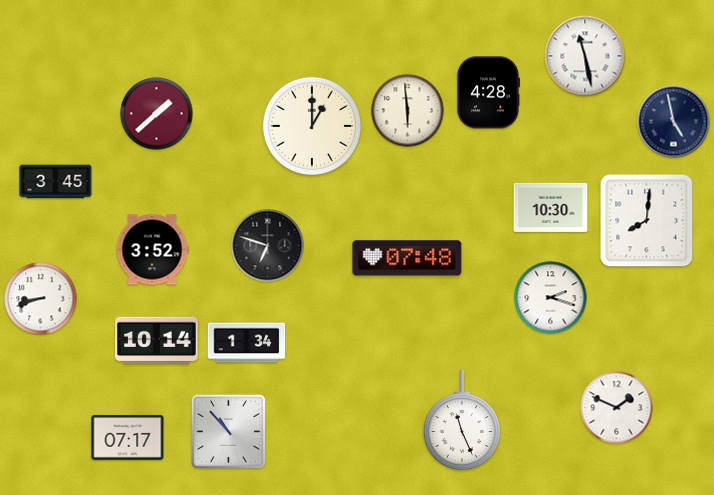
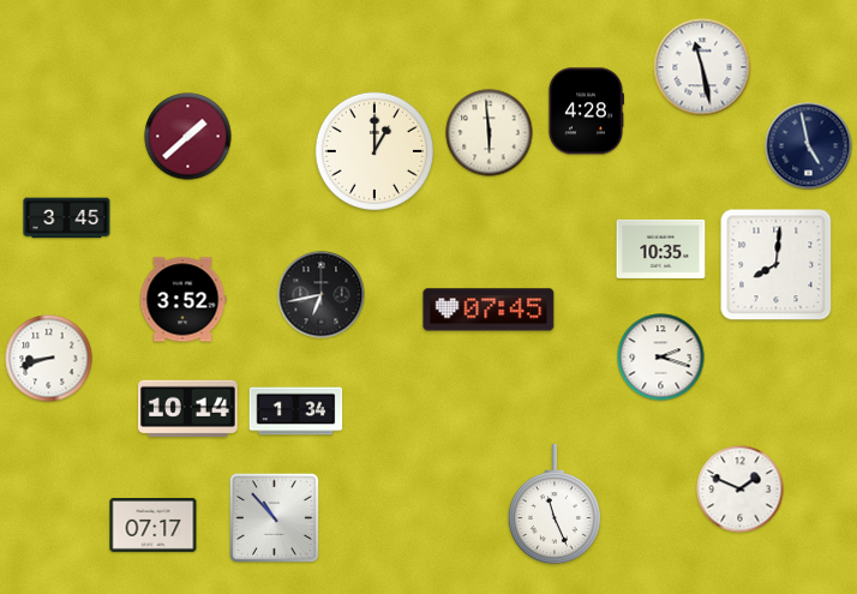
clock at (551, 207): 10:30 -> 10:35
clock at (268, 246): 6:48 -> 6:43
clock at (407, 258): 07:48 -> 07:45
